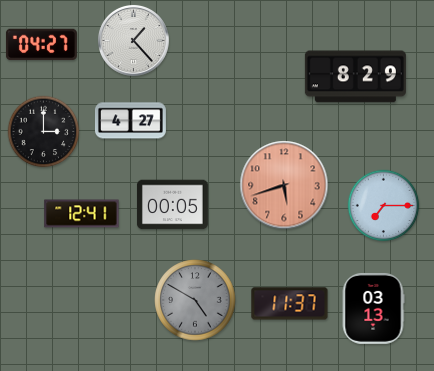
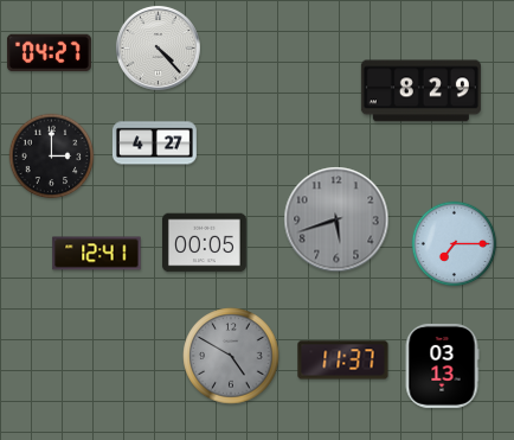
clock at (133, 40): 1:23 -> 4:23
clock at (284, 185) dial: salmon -> grey
